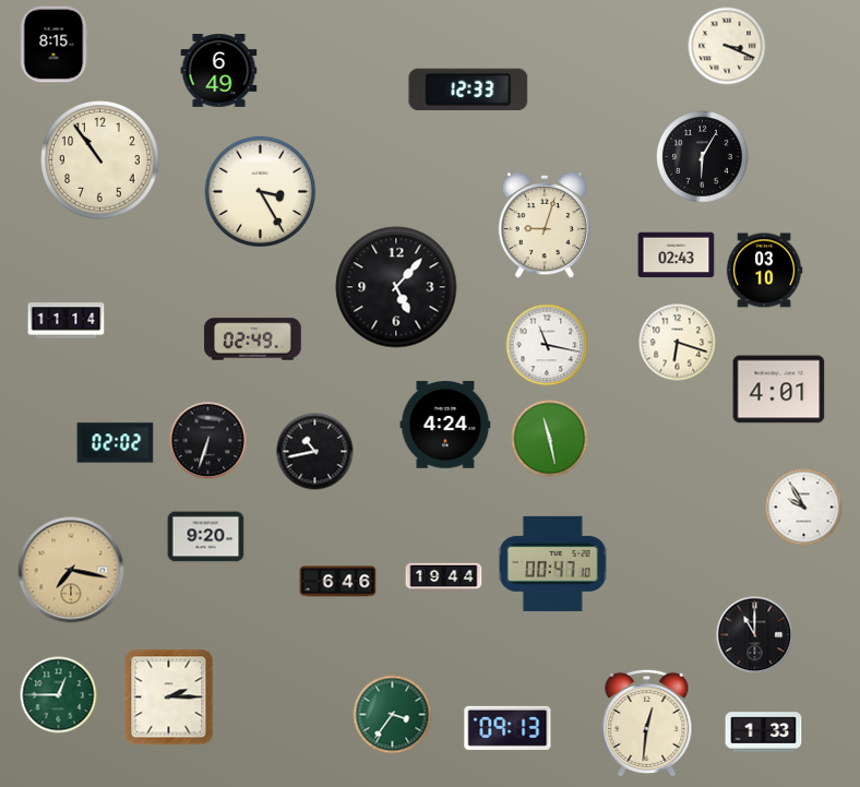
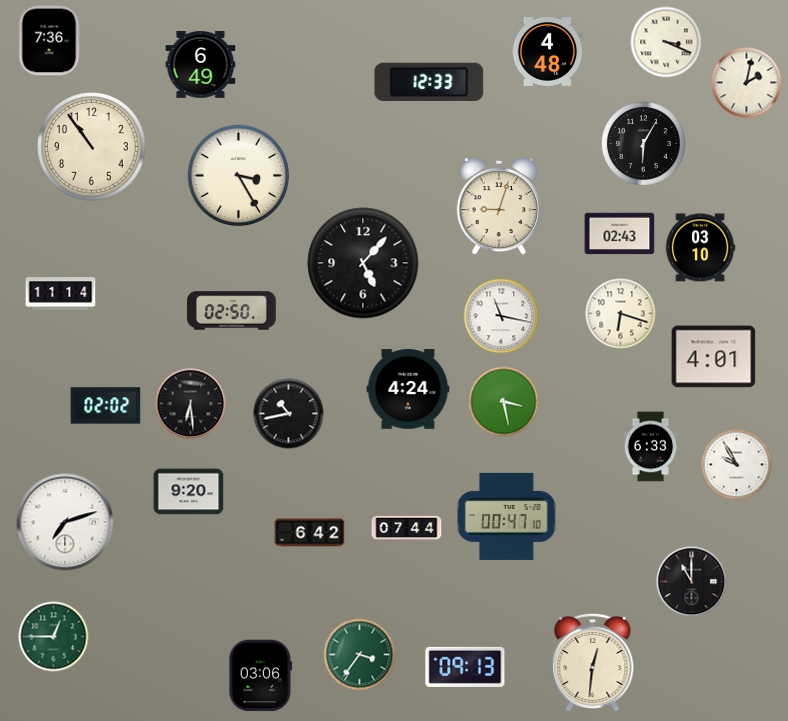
clock at (53, 45): 8:15 -> 7:36
clock at (548, 52): none -> 4:48
clock at (747, 83): none -> 2:02
clock at (253, 339): 02:49 -> 02:50
clock at (550, 439): 11:28 -> 3:28
clock at (208, 441): 6:33 -> 6:29
clock at (651, 447): none -> 6:33
clock at (71, 570): 7:17 -> 7:12
clock at (71, 570) dial: champagne -> white
clock at (444, 577): 19:44 -> 07:44
clock at (338, 582): 6:46 -> 6:42
clock at (169, 697): 2:15 -> none
clock at (764, 732): 1:33 -> none
clock at (261, 676): none -> 03:06
